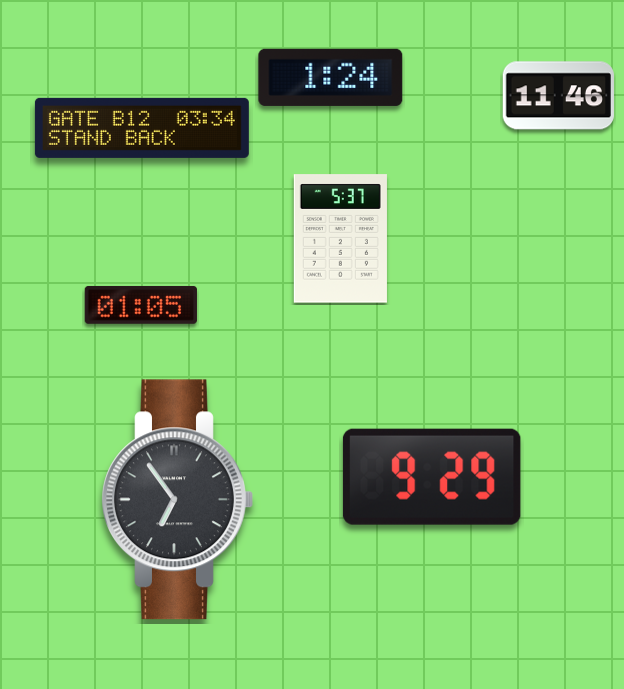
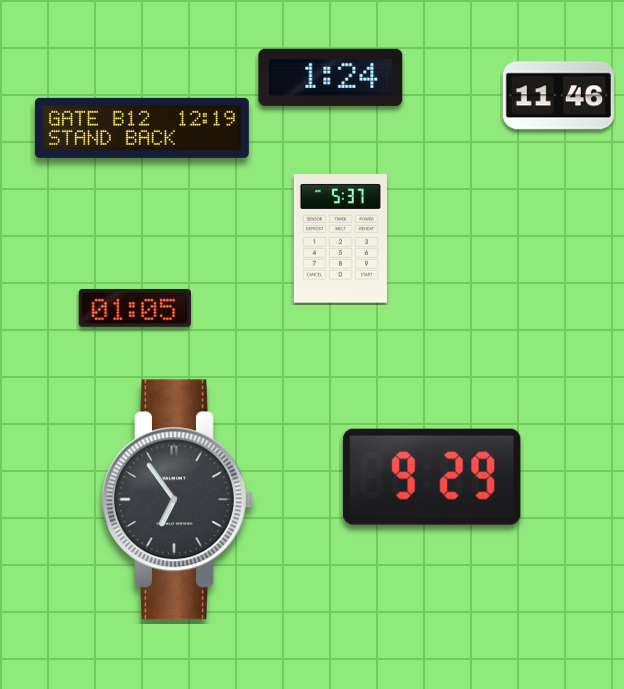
clock at (142, 128): 03:34 -> 12:19
clock at (141, 305) position: (141, 305) -> (135, 308)
